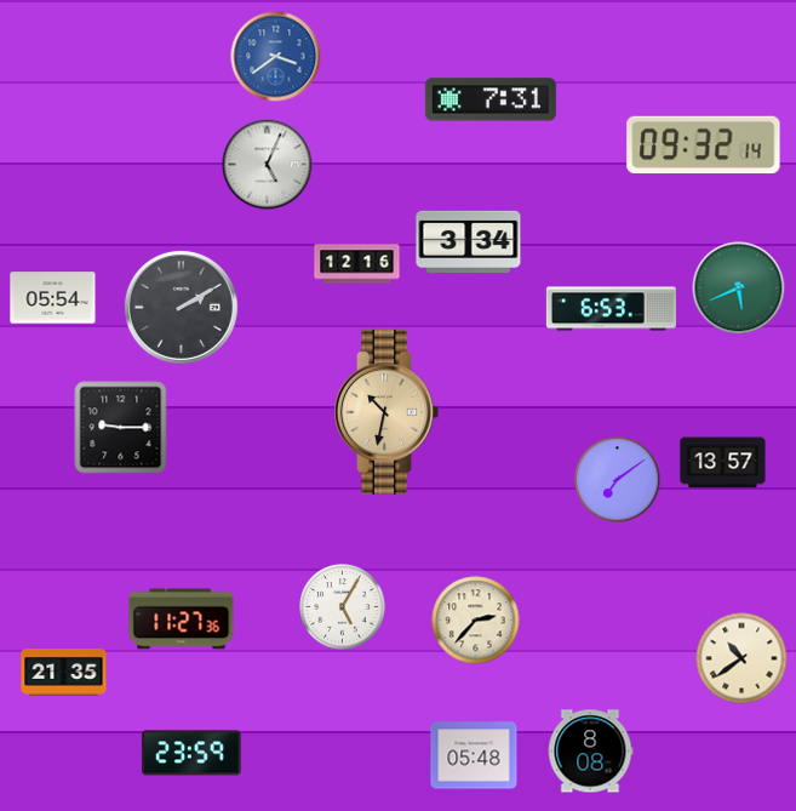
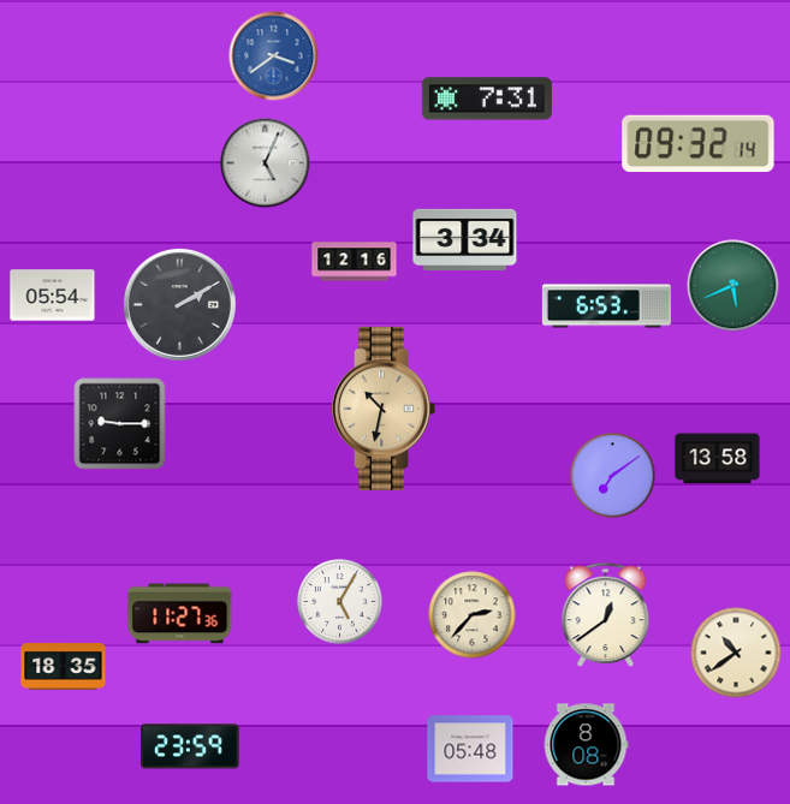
clock at (723, 463): 13:57 -> 13:58
clock at (606, 615): none -> 12:39
clock at (64, 673): 21:35 -> 18:35
